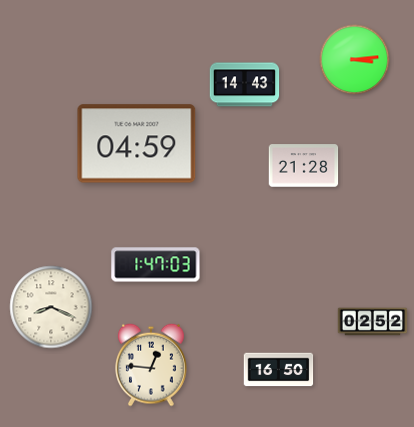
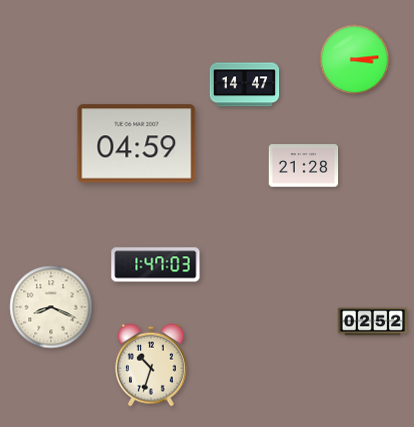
clock at (245, 85): 14:43 -> 14:47
clock at (152, 365): 12:46 -> 10:33
clock at (279, 370): 16:50 -> none
